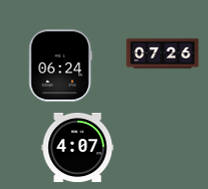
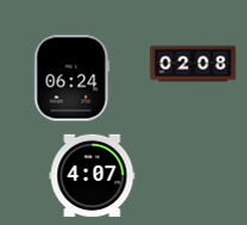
clock at (163, 54): 07:26 -> 02:08
